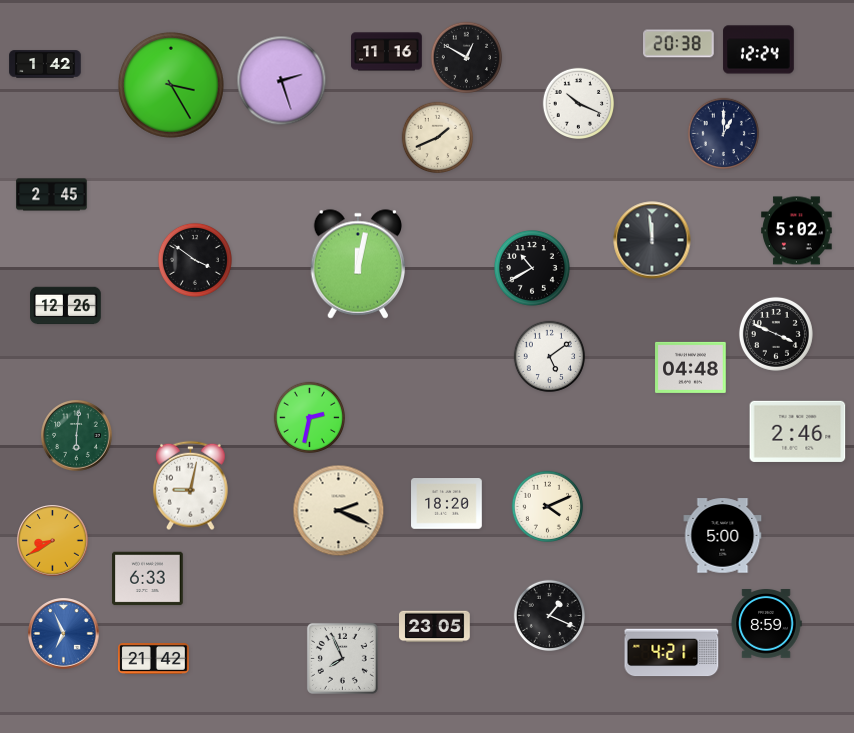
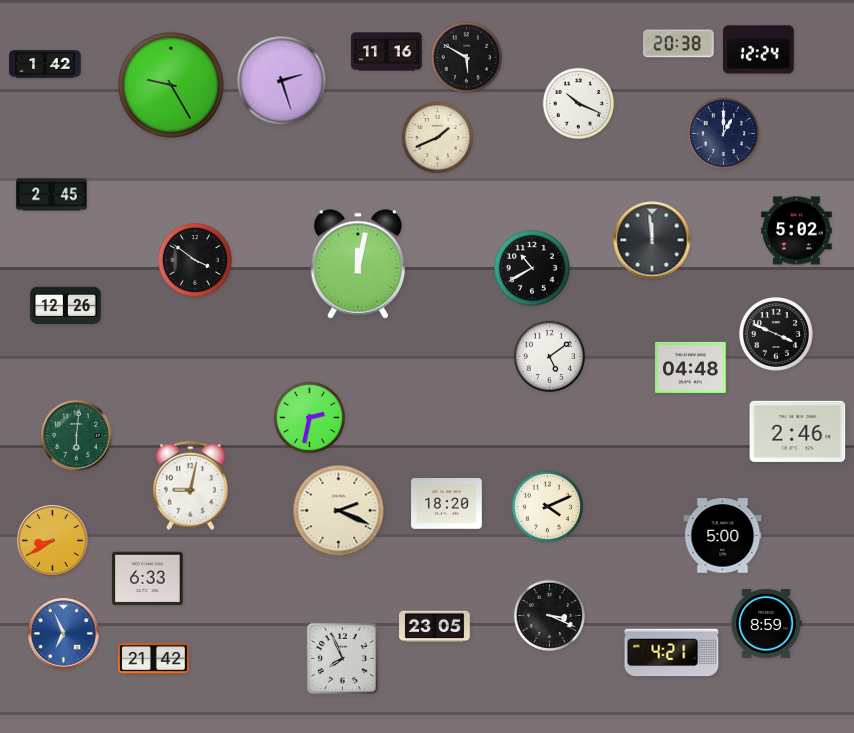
clock at (466, 57): 12:50 -> 5:50
clock at (171, 85): 3:25 -> 9:25
clock at (549, 615): 1:19 -> 3:19
